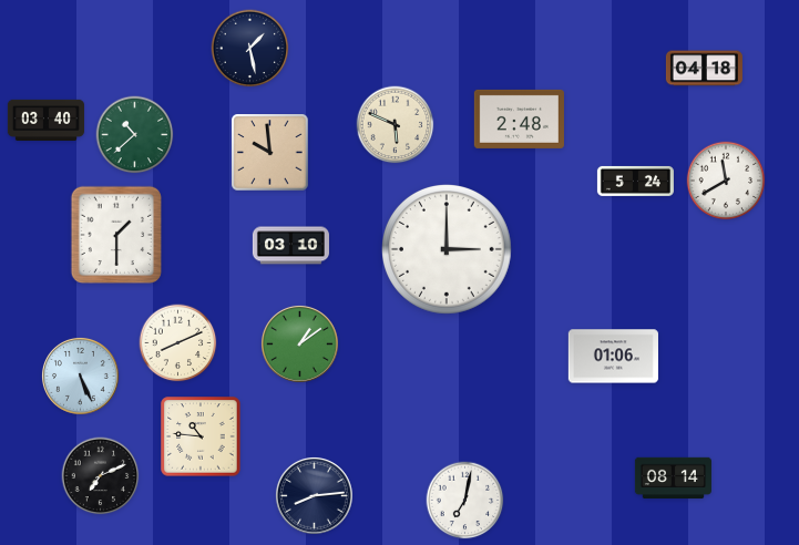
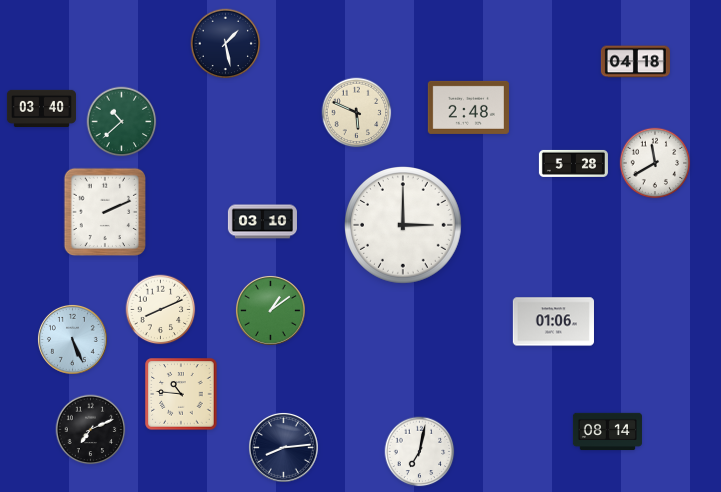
clock at (270, 153): 9:59 -> none
clock at (635, 181): 5:24 -> 5:28
clock at (115, 234): 1:30 -> 2:11
